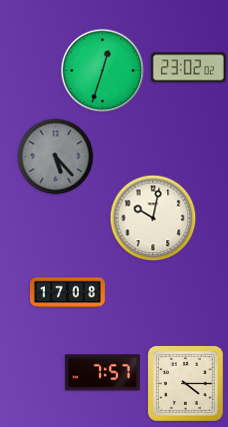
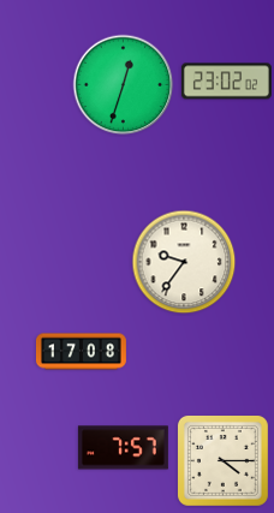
clock at (56, 157): 5:23 -> none
clock at (153, 218): 10:02 -> 9:36
